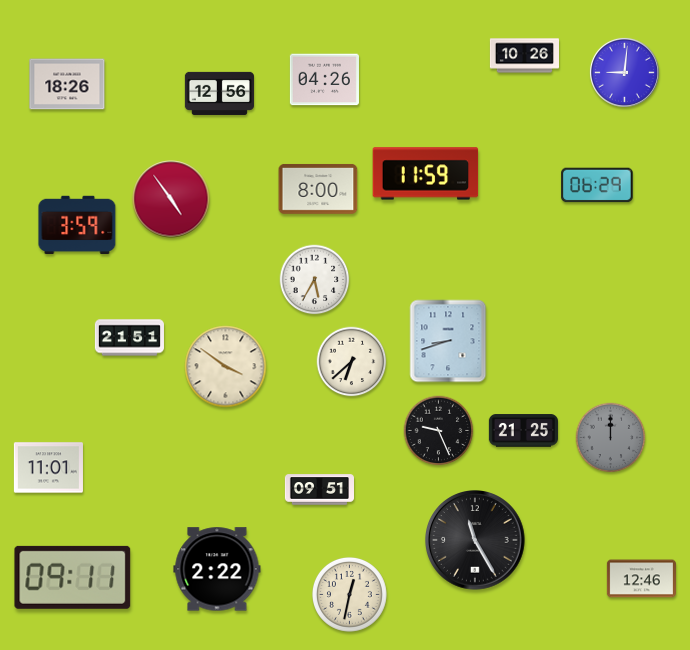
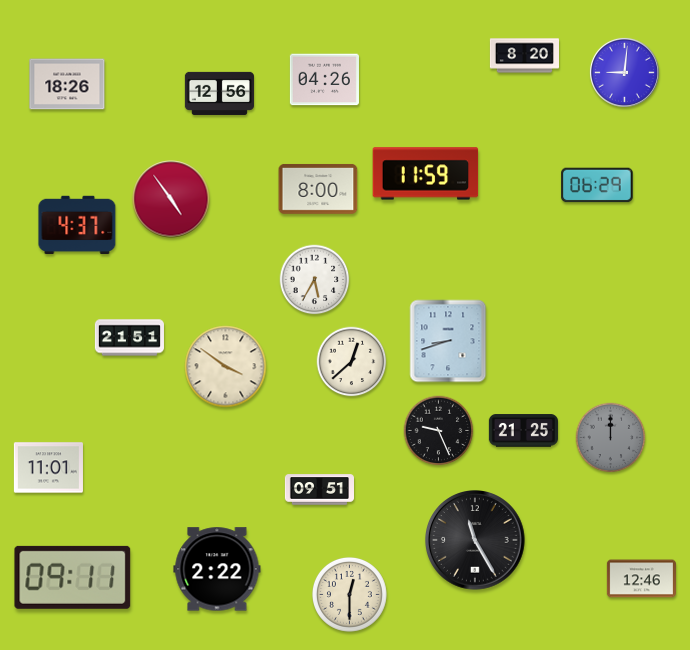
clock at (524, 56): 10:26 -> 8:20
clock at (77, 225): 3:59 -> 4:37
clock at (352, 362): 6:38 -> 12:38
clock at (349, 594): 12:32 -> 12:30
